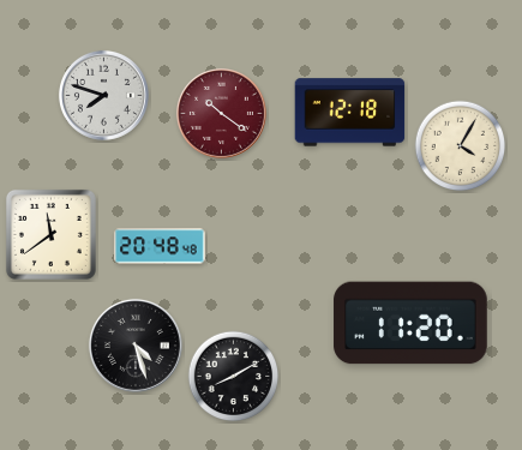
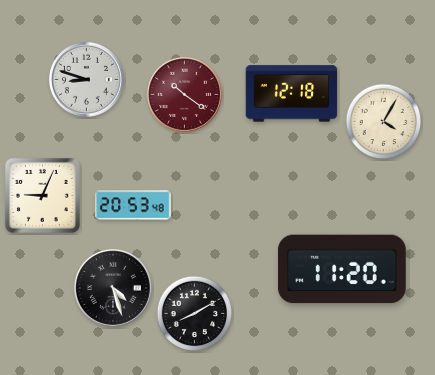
clock at (103, 95): 7:48 -> 8:48
clock at (50, 234): 11:39 -> 9:04
clock at (160, 246): 20:48 -> 20:53
